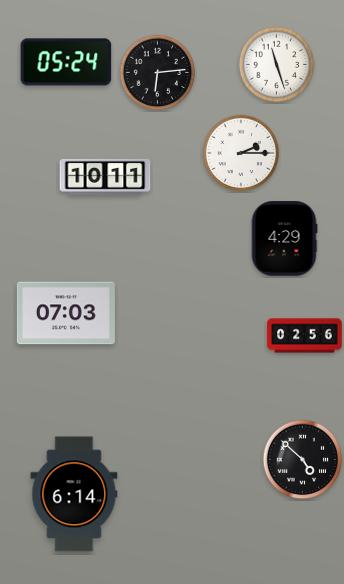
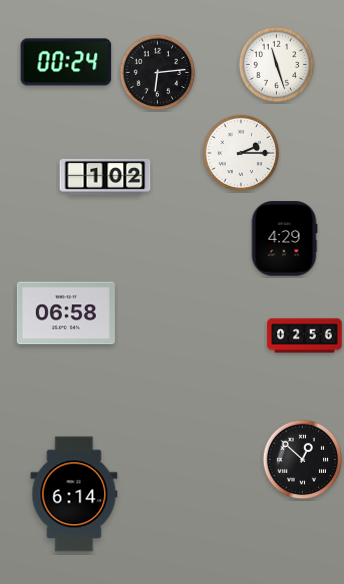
clock at (66, 62): 05:24 -> 00:24
clock at (105, 177): 10:11 -> 1:02
clock at (66, 313): 07:03 -> 06:58
clock at (303, 460): 4:52 -> 12:52
